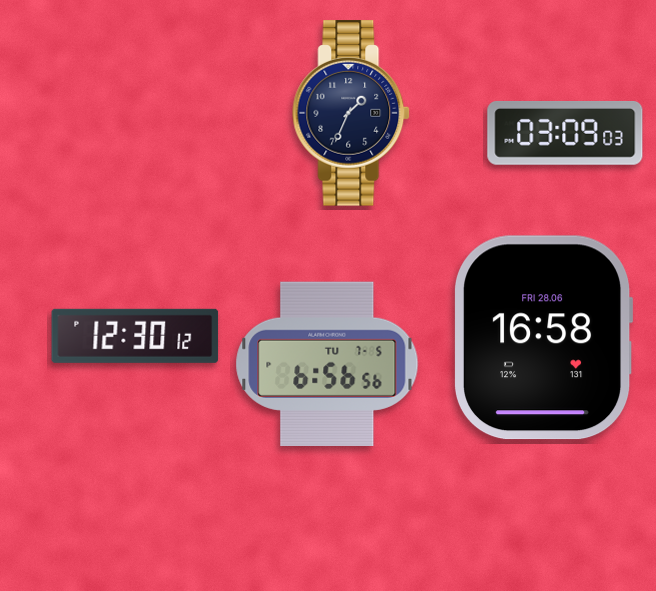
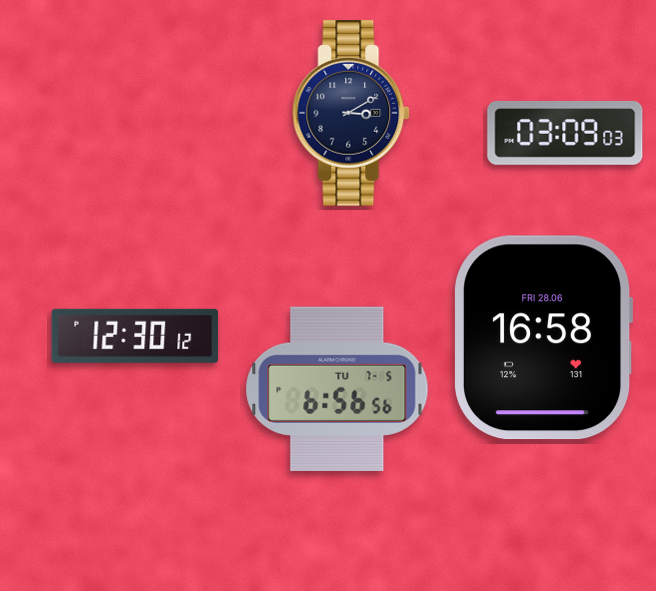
clock at (352, 113): 1:34 -> 3:10
clock at (327, 364) position: (327, 364) -> (337, 389)
